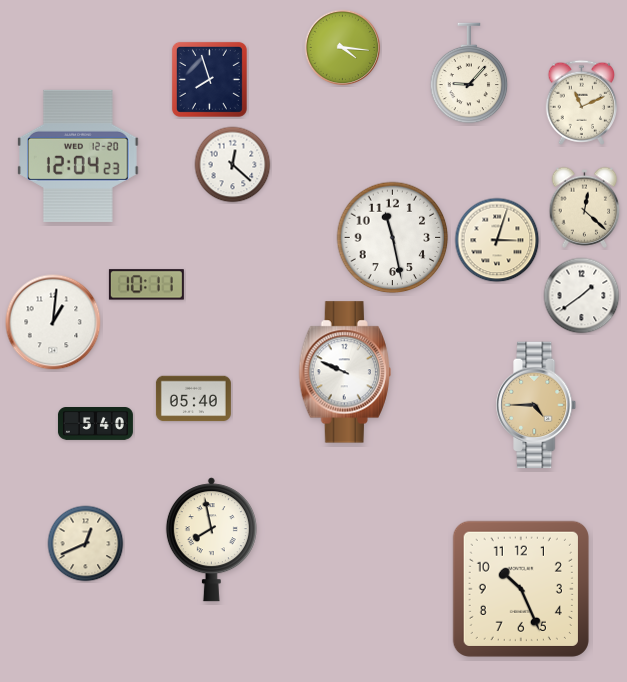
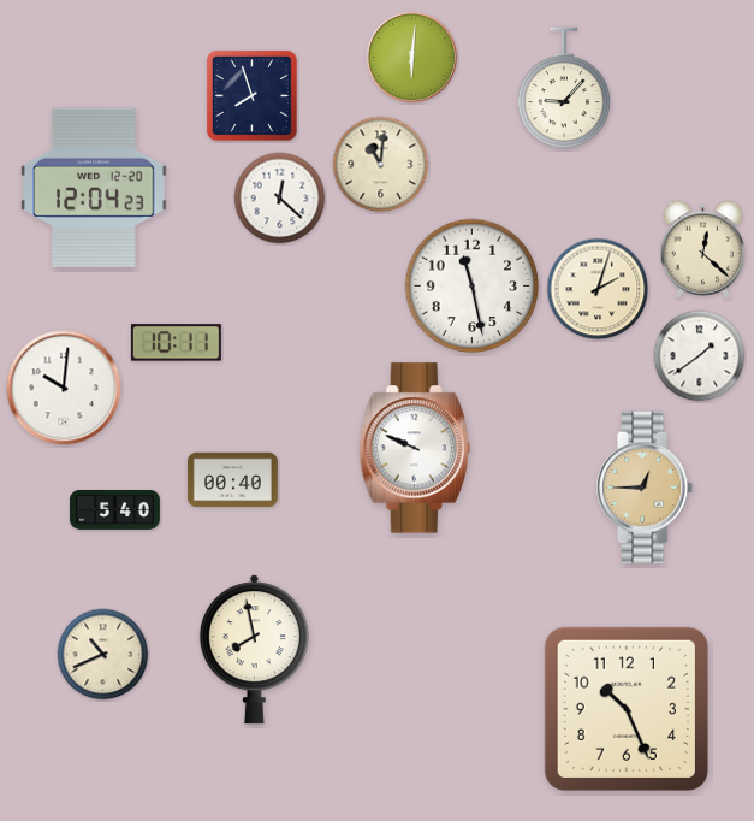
clock at (343, 48): 4:16 -> 6:01
clock at (582, 102): 11:11 -> none
clock at (381, 165): none -> 11:01
clock at (497, 240): 3:03 -> 2:03
clock at (53, 322): 1:01 -> 10:01
clock at (193, 399): 05:40 -> 00:40
clock at (537, 405): 4:45 -> 12:45
clock at (86, 544): 12:41 -> 10:41
